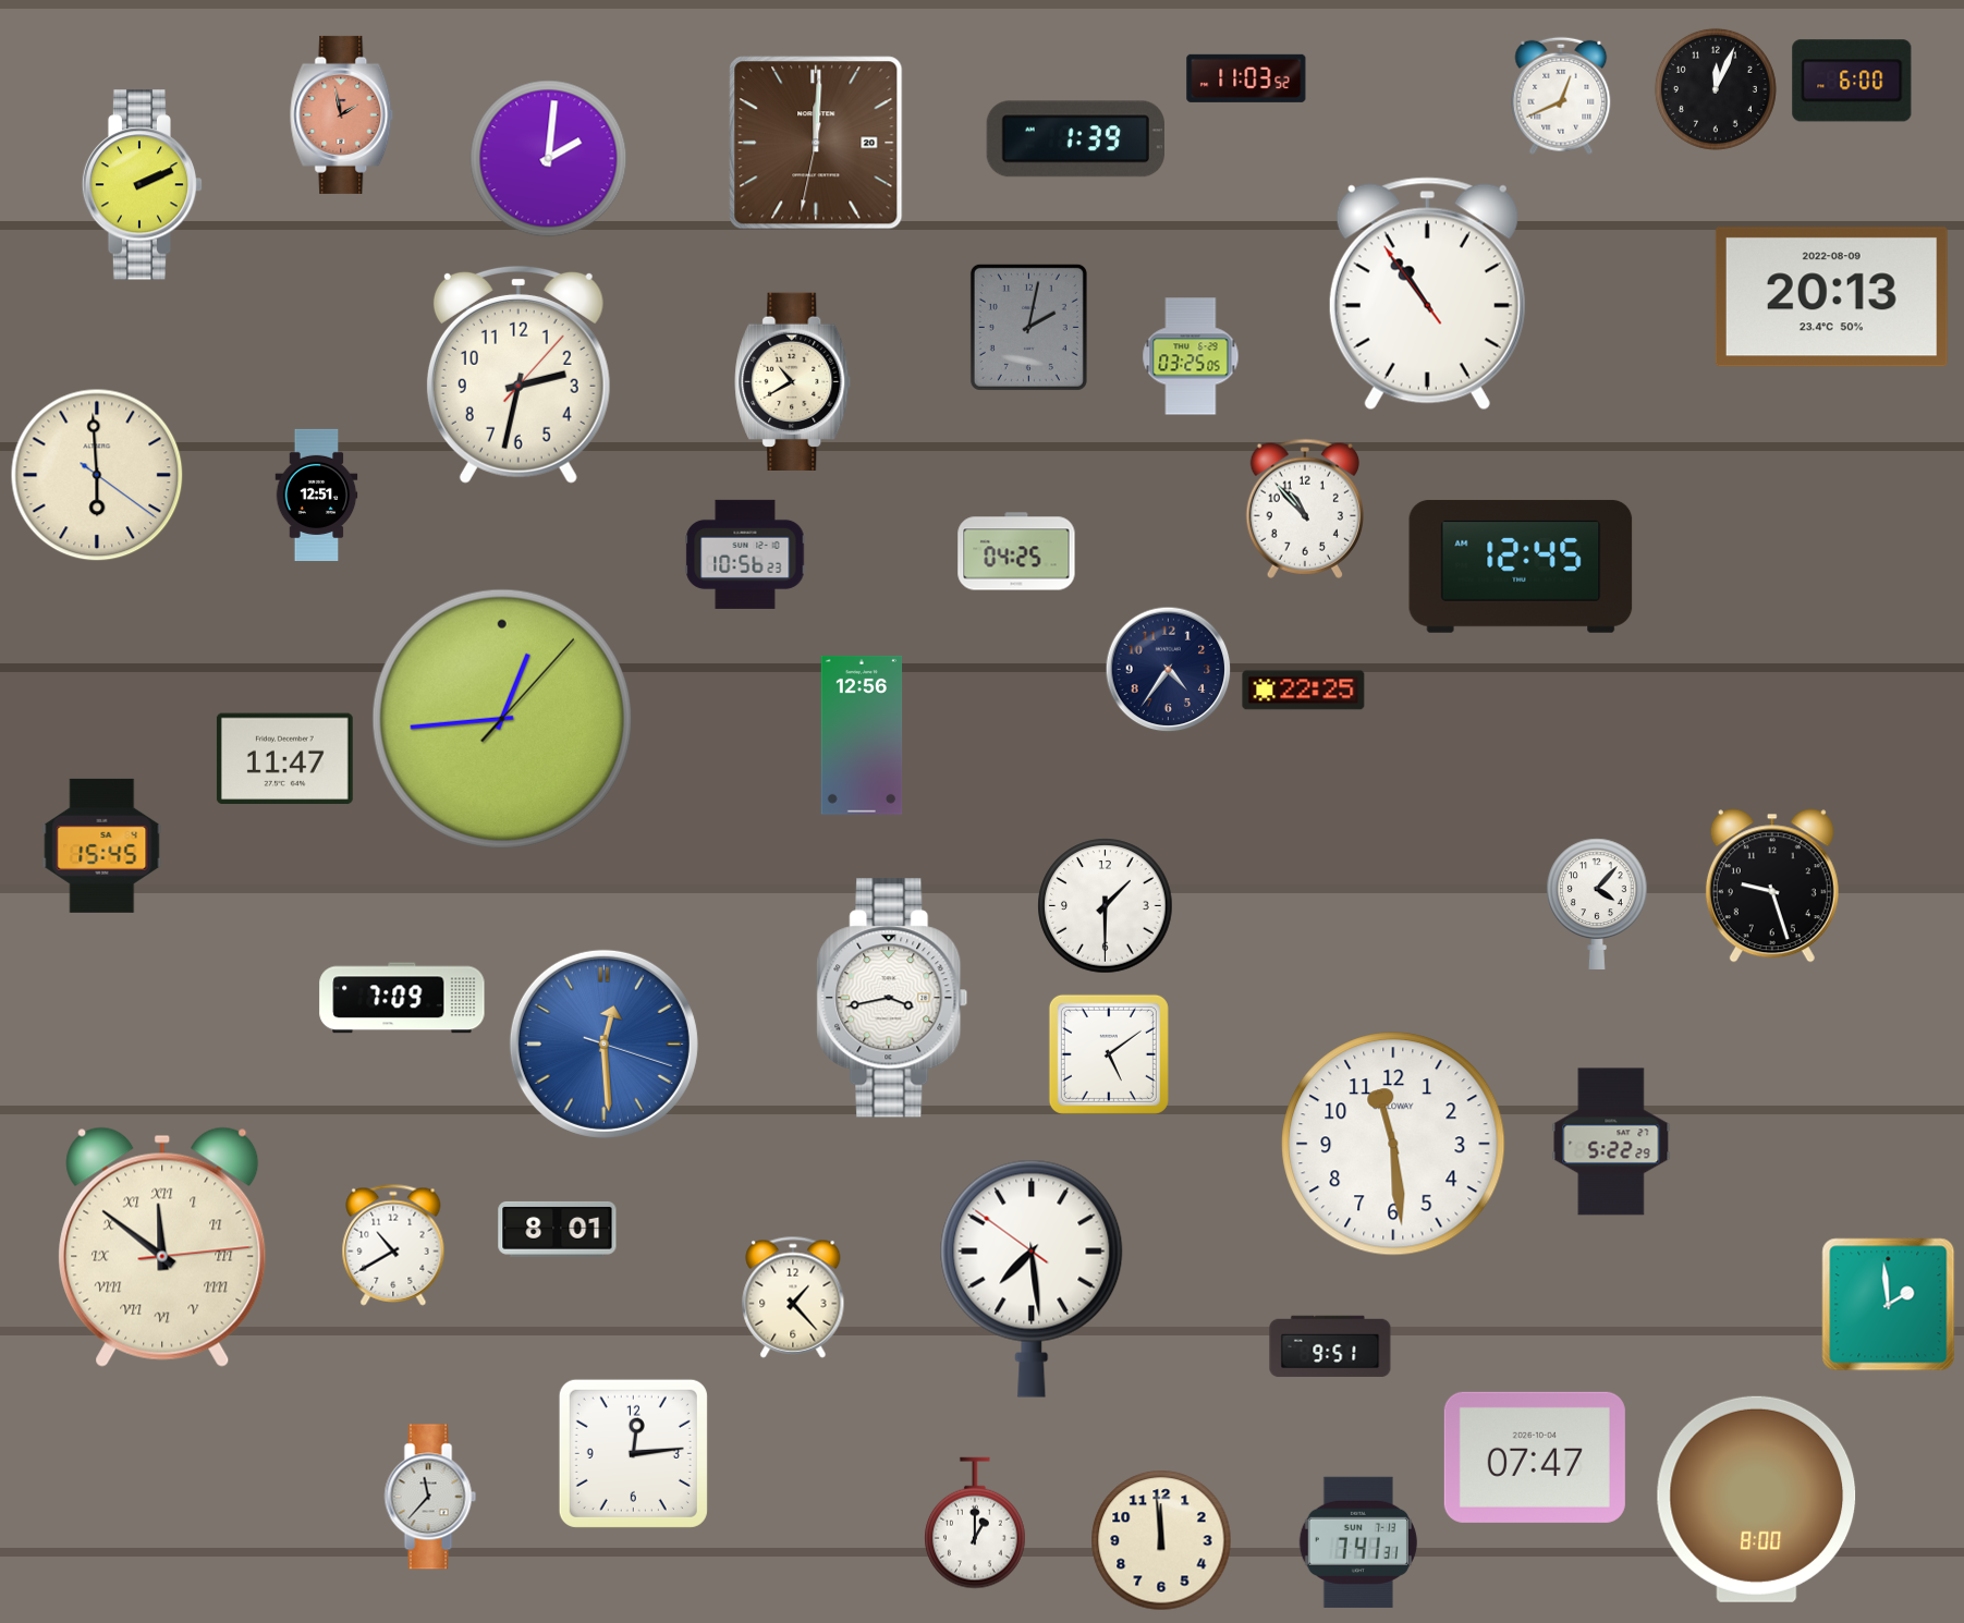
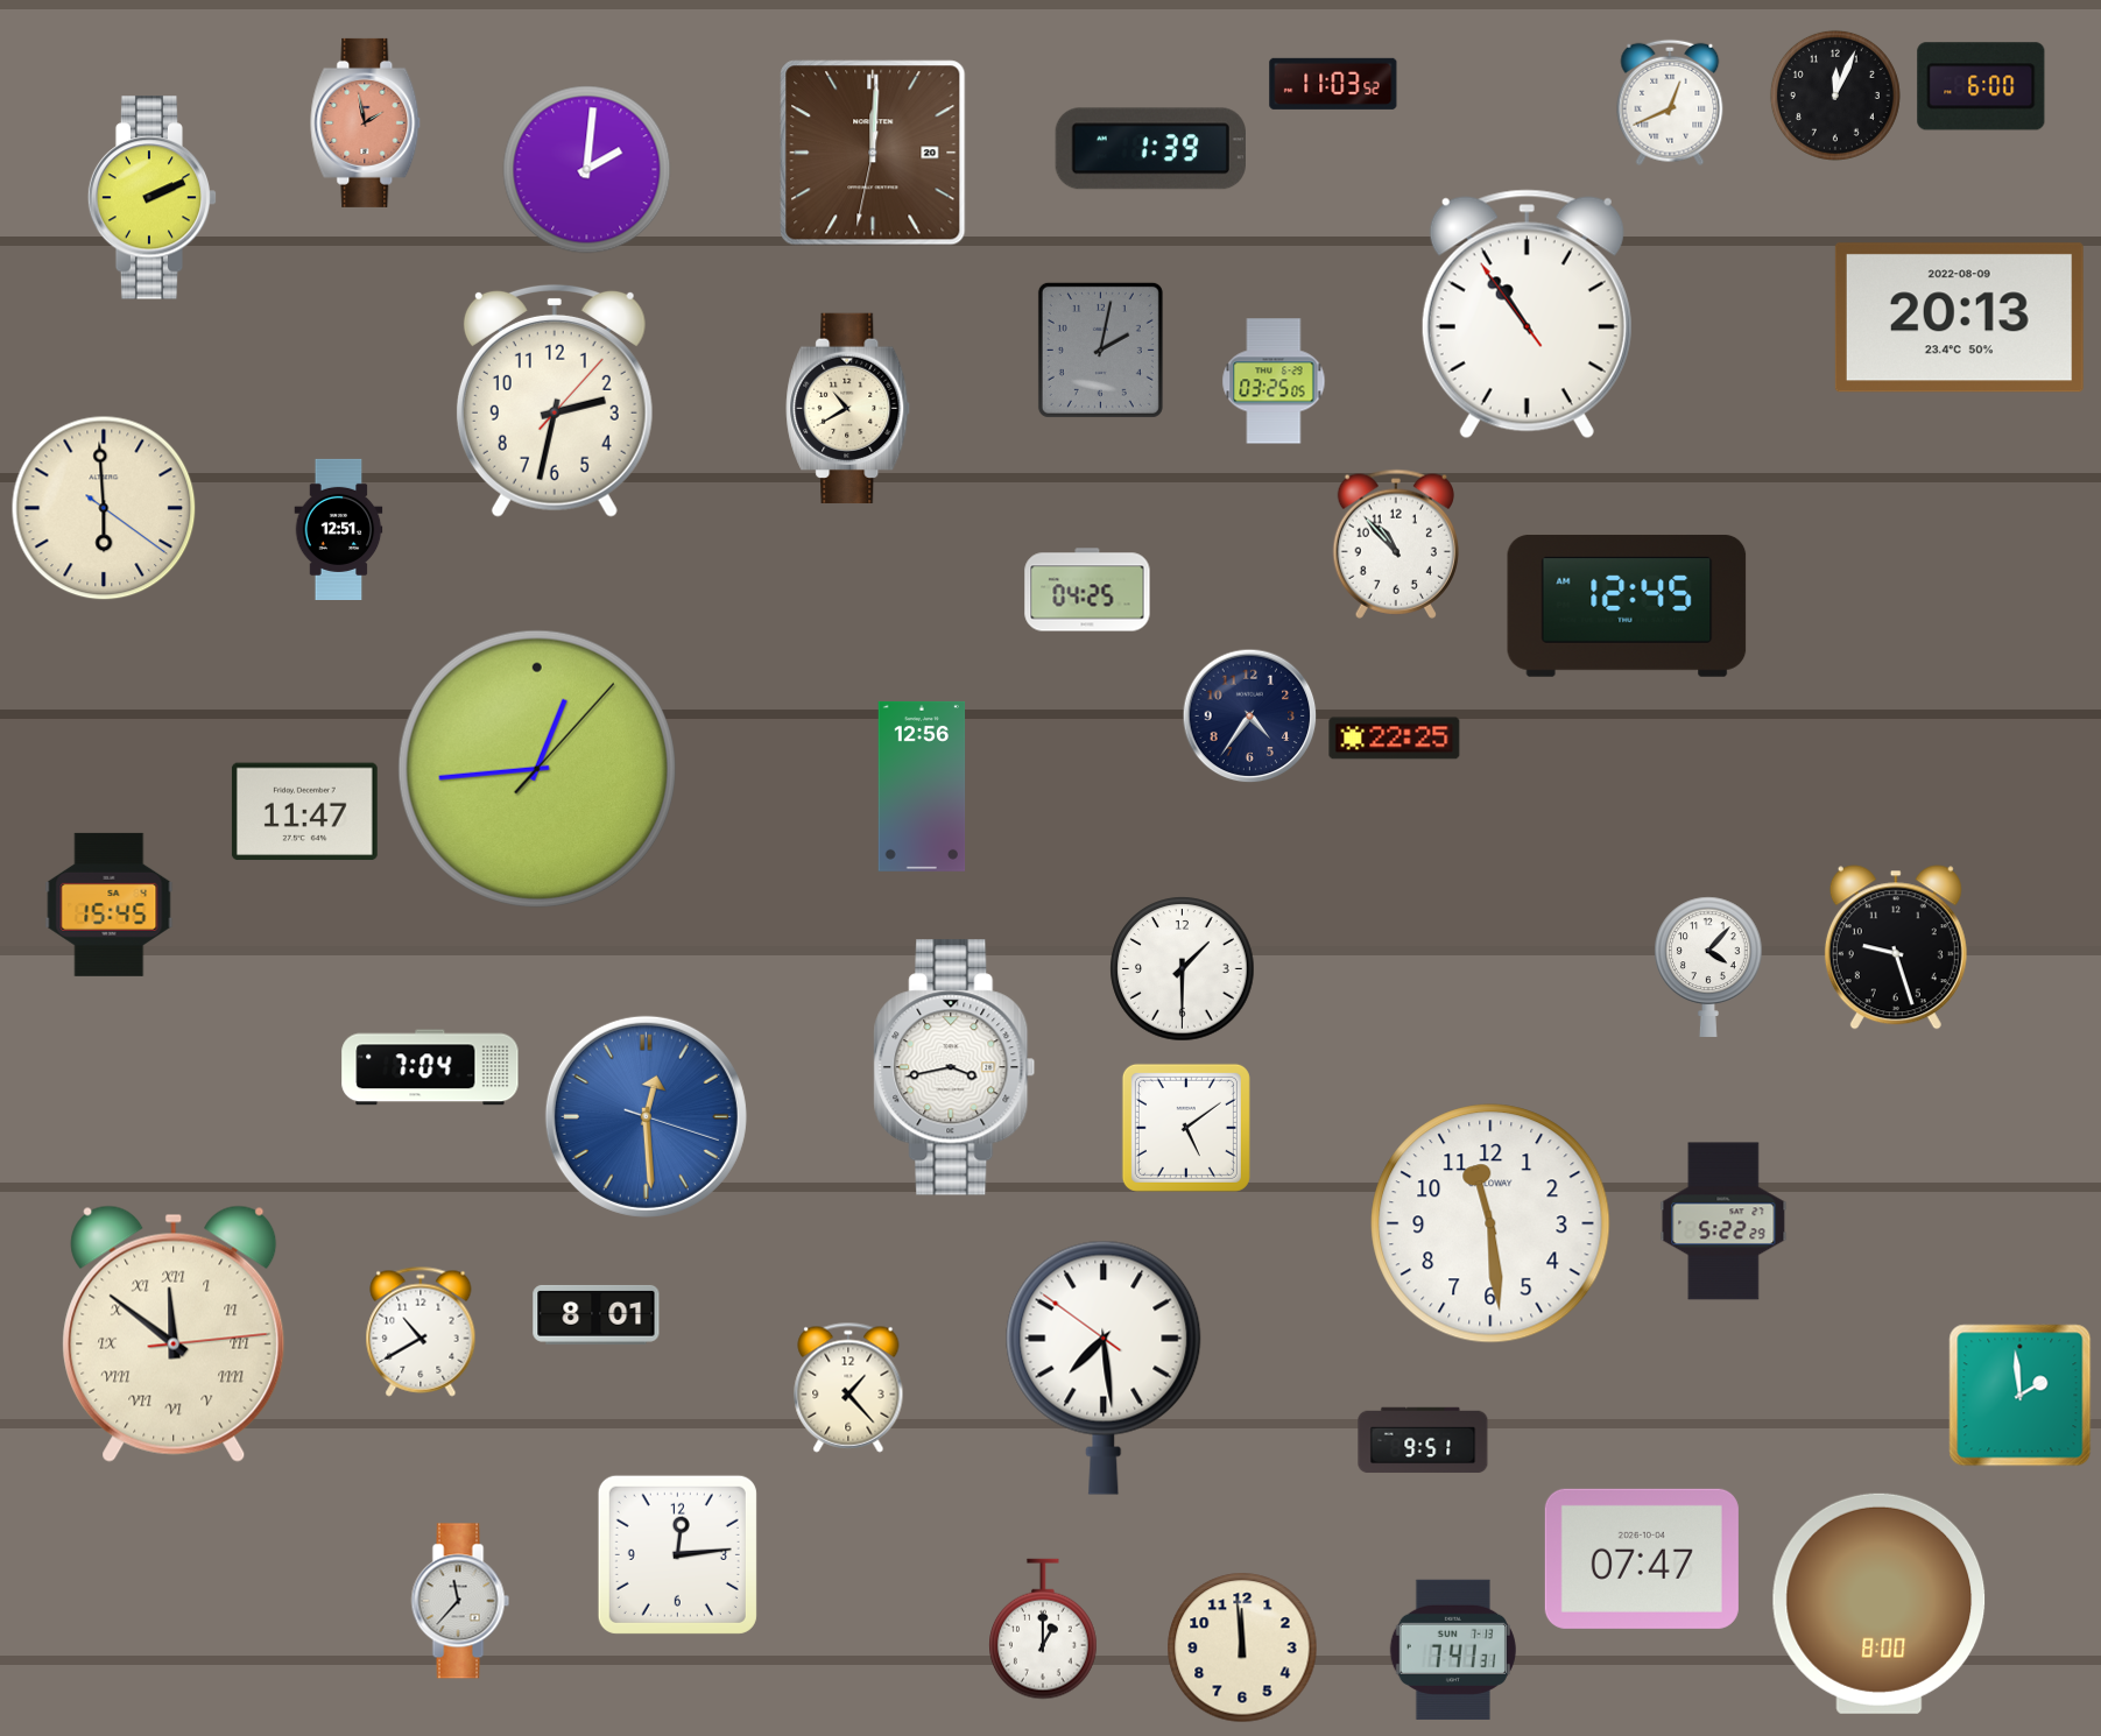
clock at (745, 554): 10:56 -> none
clock at (402, 998): 7:09 -> 7:04
